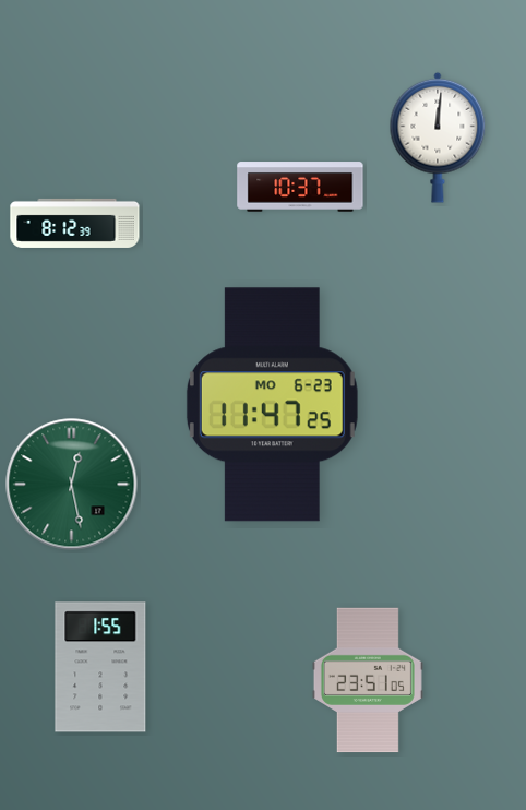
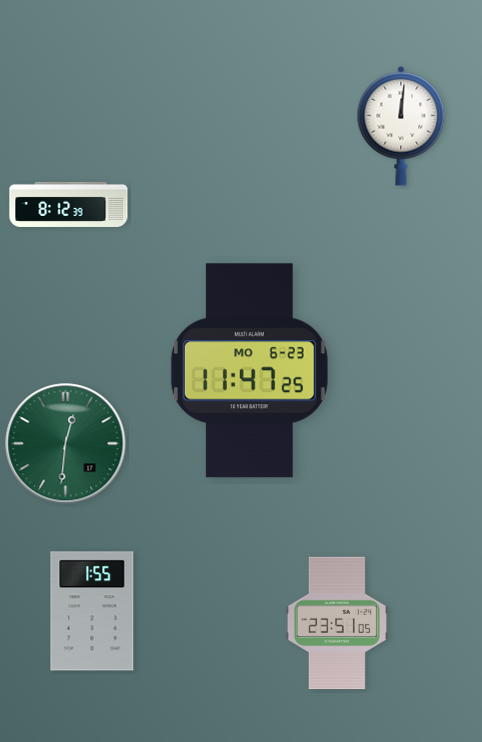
clock at (300, 187): 10:37 -> none
clock at (72, 485): 12:28 -> 12:31
